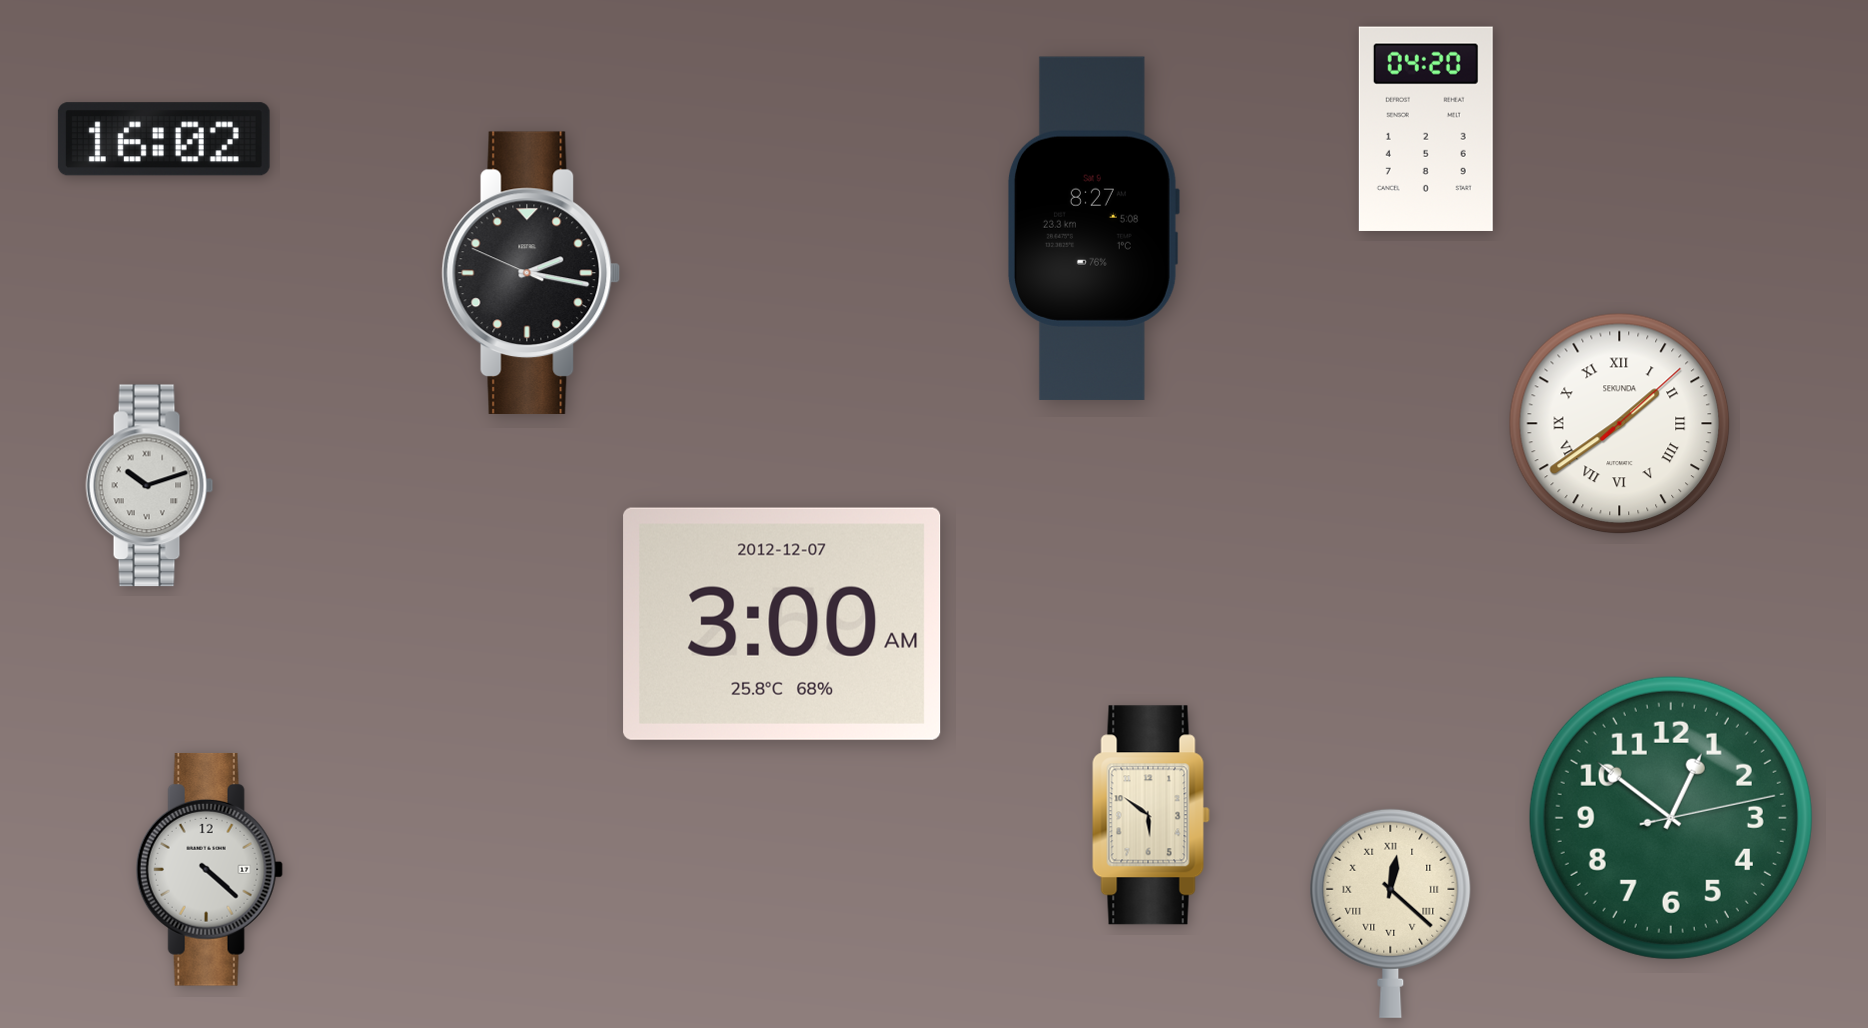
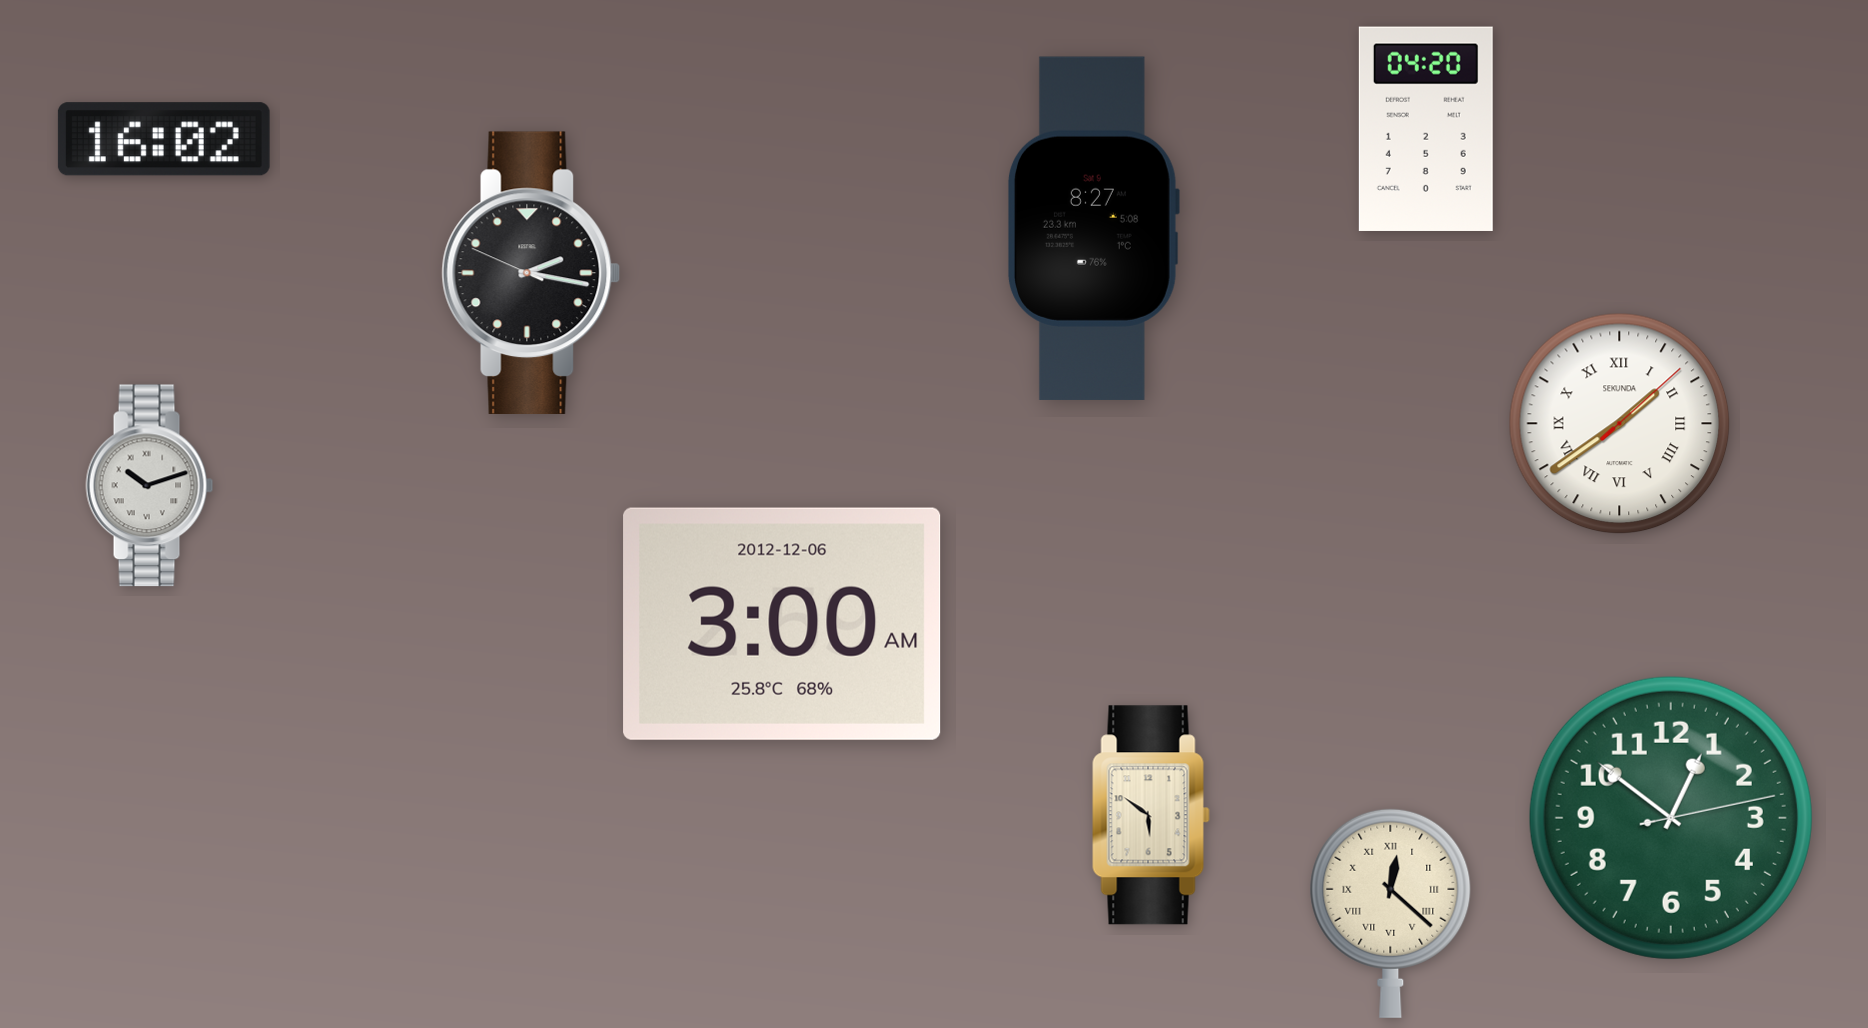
clock at (782, 624) date: 2012-12-07 -> 2012-12-06
clock at (209, 869): 4:22 -> none
